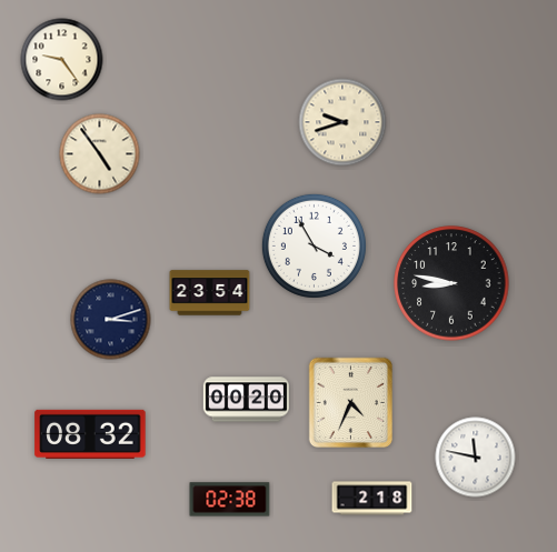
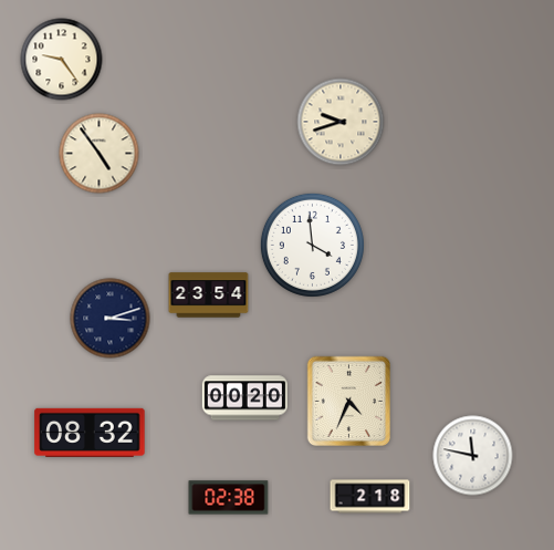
clock at (314, 245): 3:55 -> 3:59
clock at (451, 283): 8:47 -> none
clock at (210, 293) position: (210, 293) -> (209, 295)
